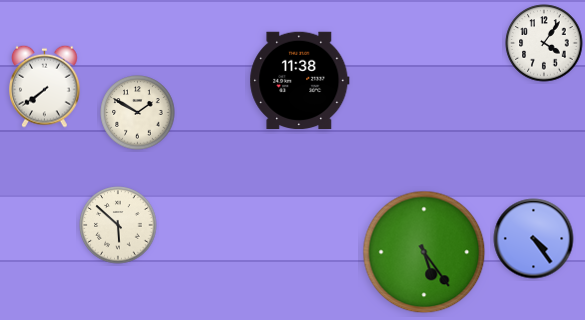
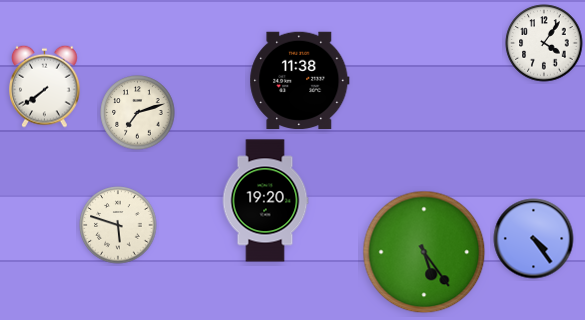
clock at (138, 113): 1:50 -> 7:12
clock at (265, 201): none -> 19:20
clock at (118, 225): 5:52 -> 5:48
